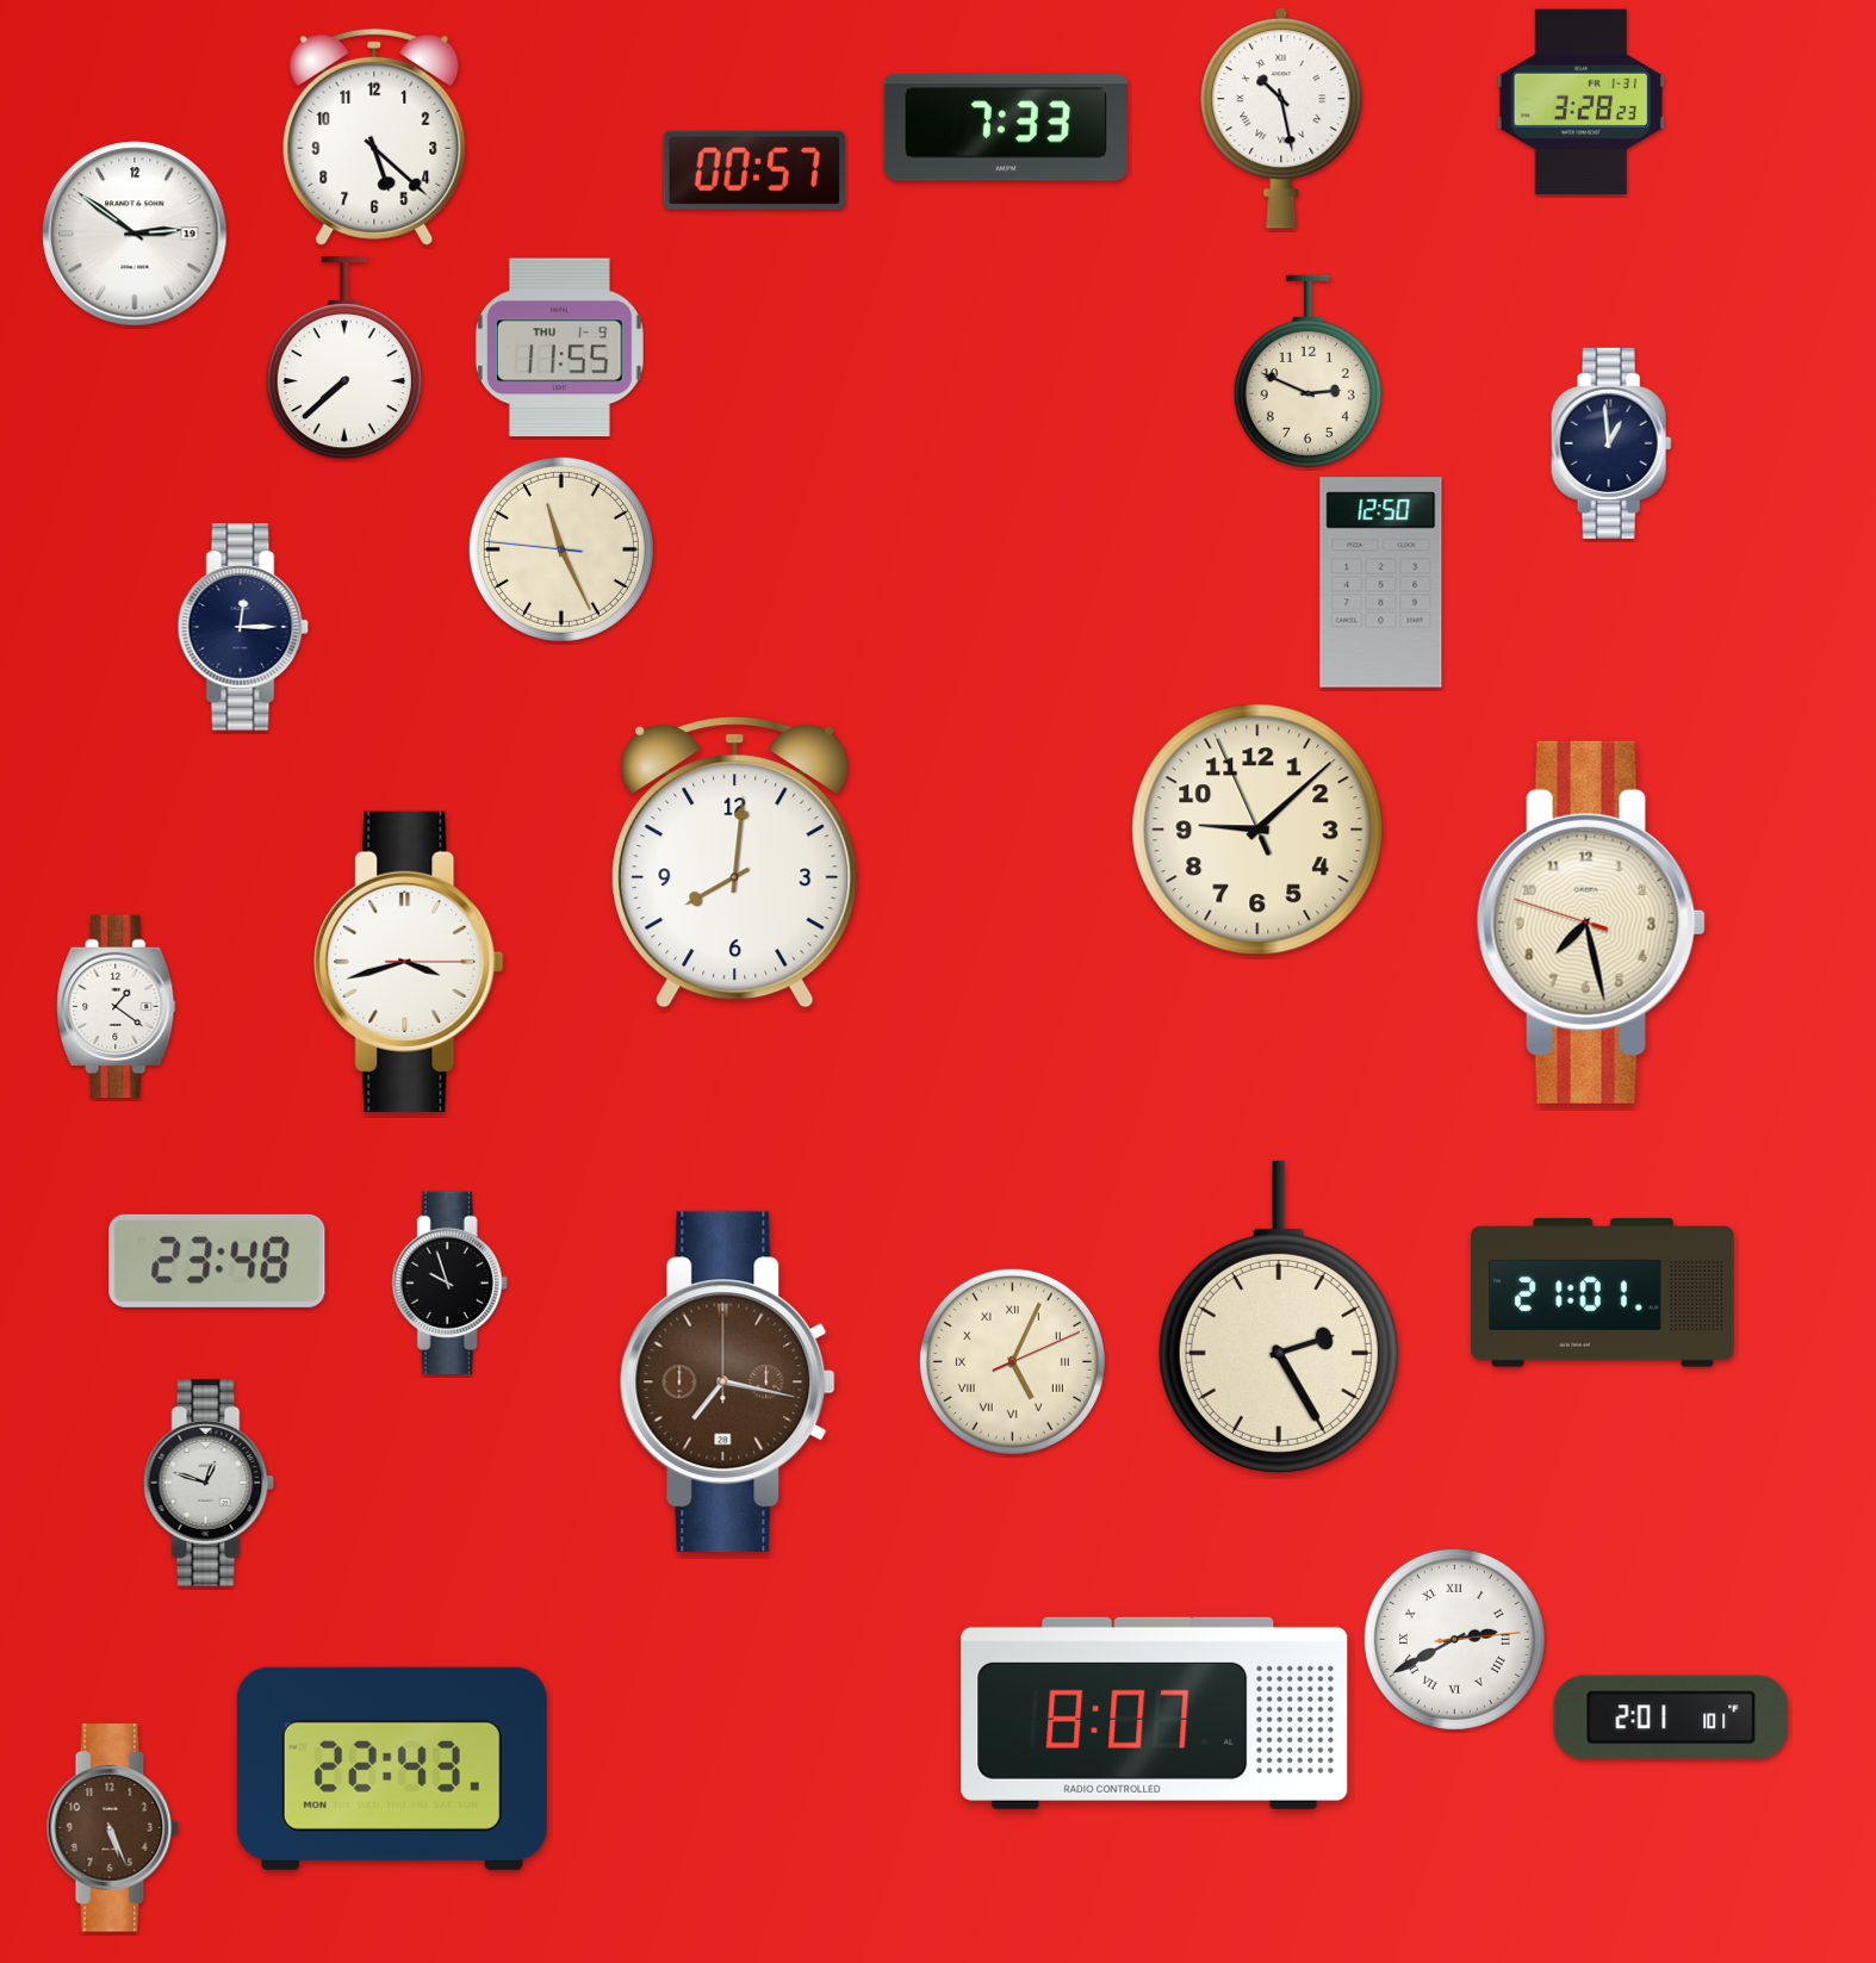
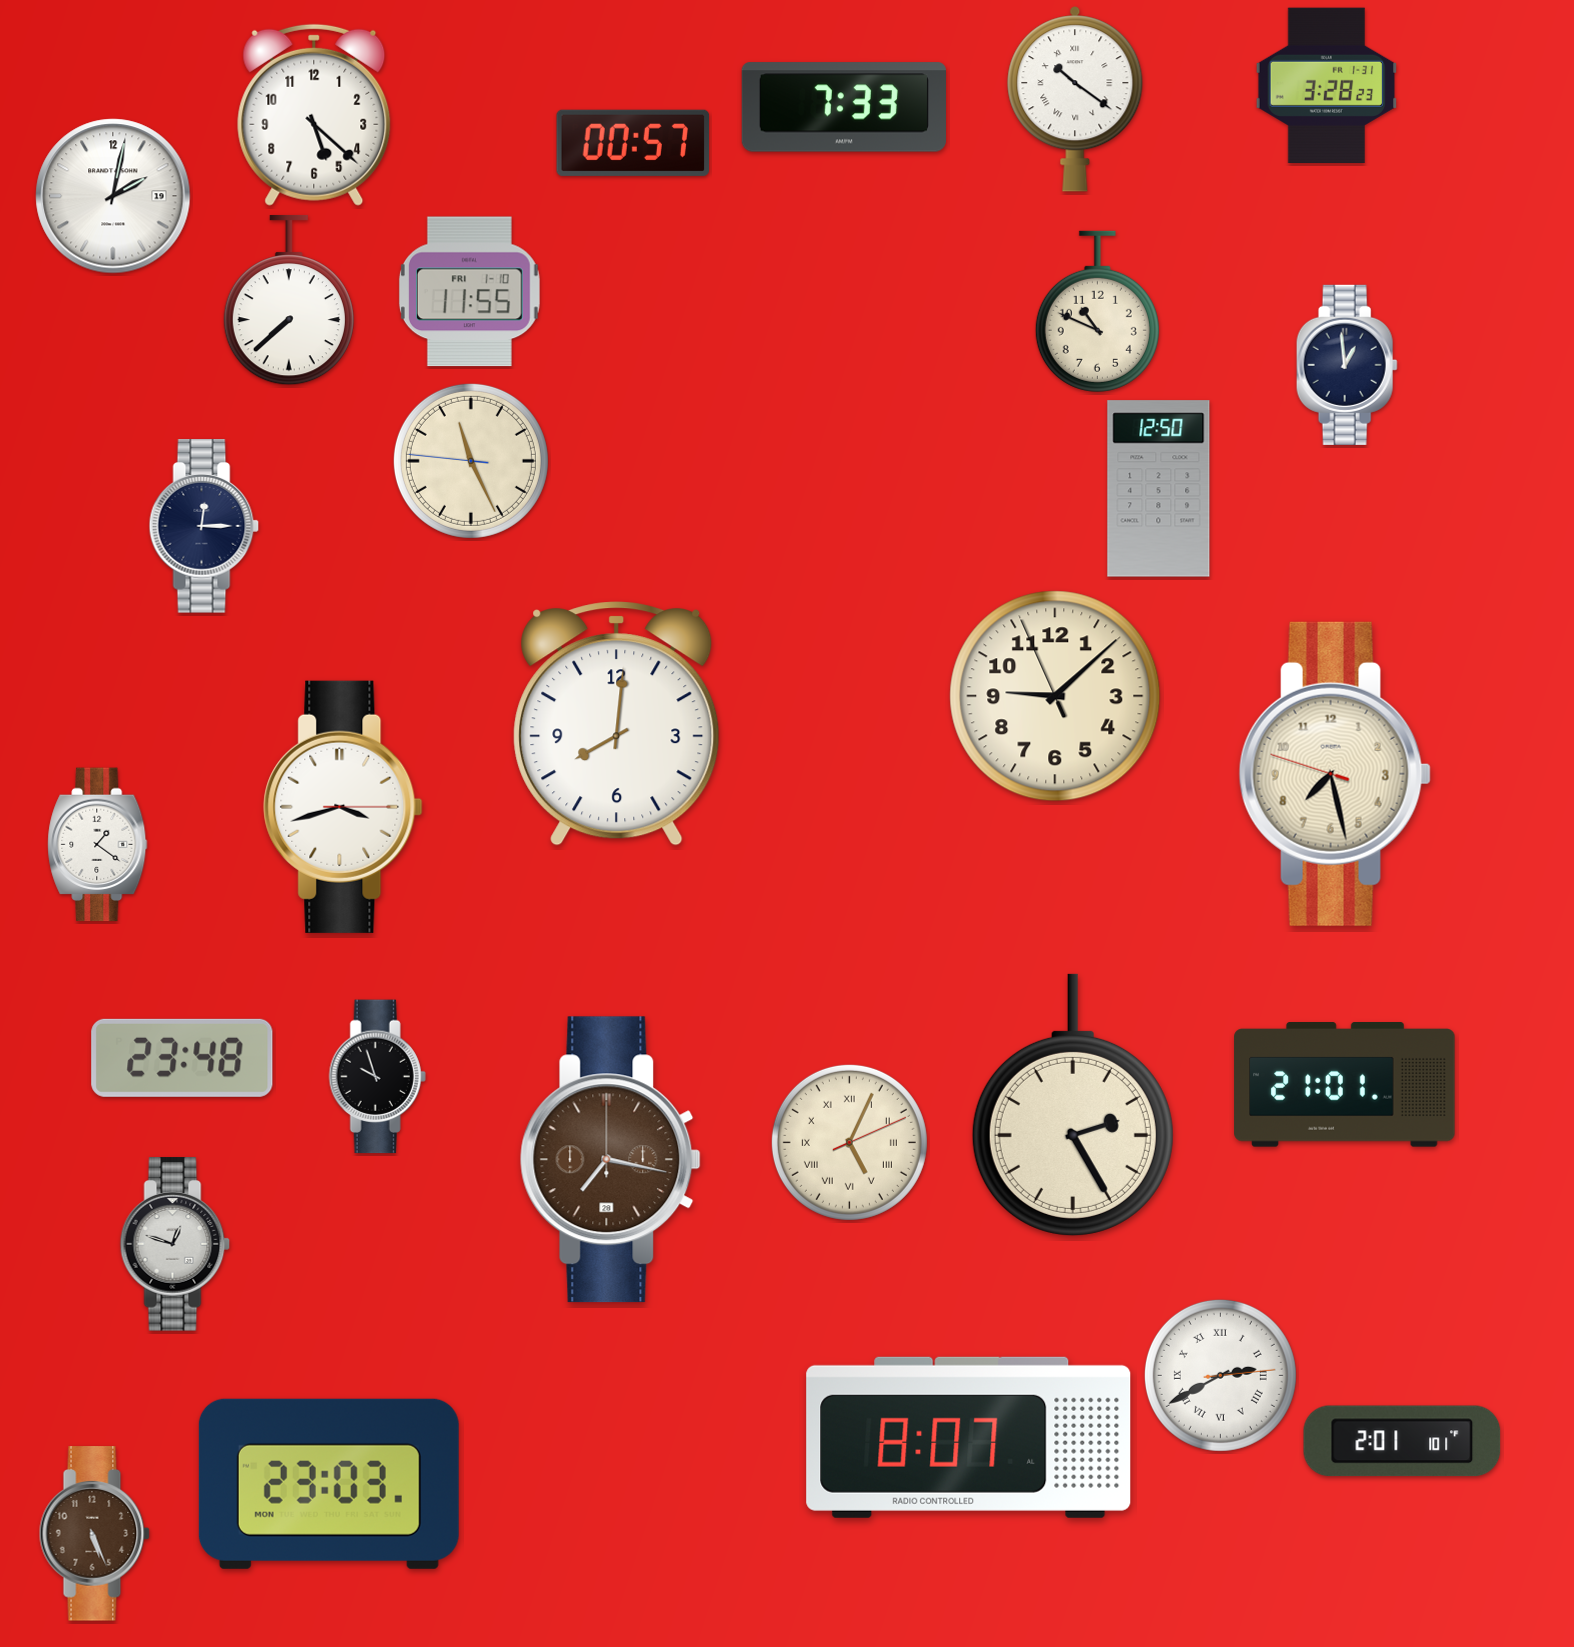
clock at (1281, 118): 10:28 -> 10:21
clock at (135, 234): 2:51 -> 2:02
clock at (559, 348) date: THU 1-9 -> FRI 1-10
clock at (1307, 371): 2:49 -> 10:49
clock at (1611, 443) position: (1611, 443) -> (1347, 365)
clock at (392, 1769): 22:43 -> 23:03
